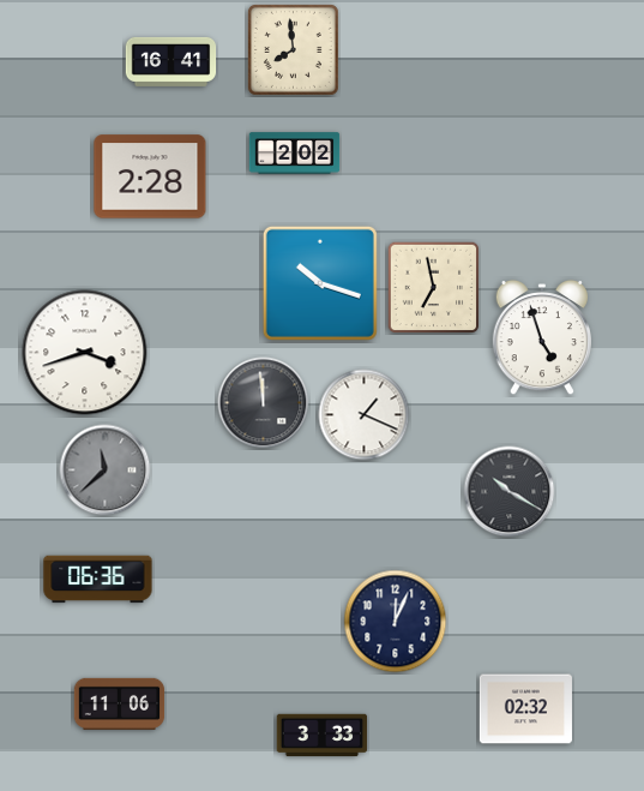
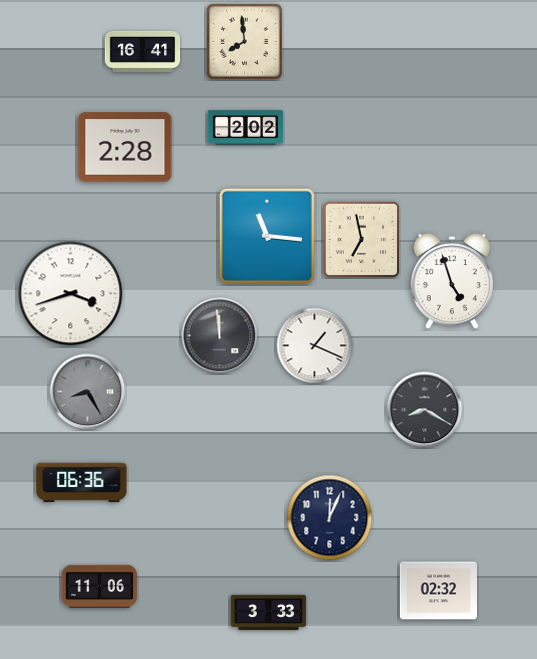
clock at (320, 283): 10:18 -> 11:16
clock at (365, 415) position: (365, 415) -> (315, 346)
clock at (106, 471): 11:38 -> 8:25
clock at (510, 492): 10:20 -> 8:20
